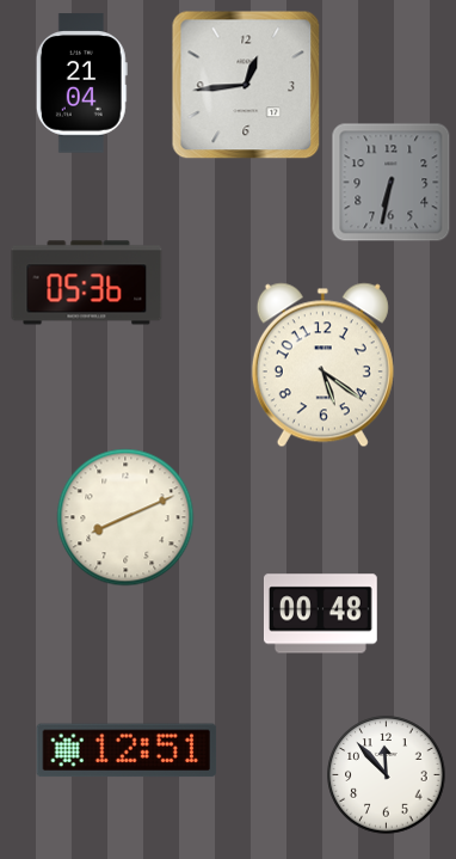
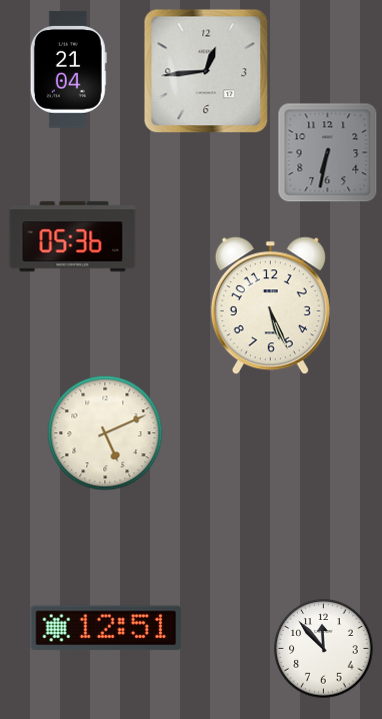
clock at (322, 366): 5:21 -> 5:26
clock at (125, 517): 8:11 -> 5:11
clock at (320, 614): 00:48 -> none
